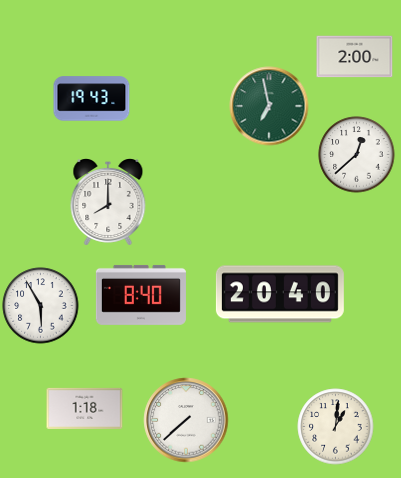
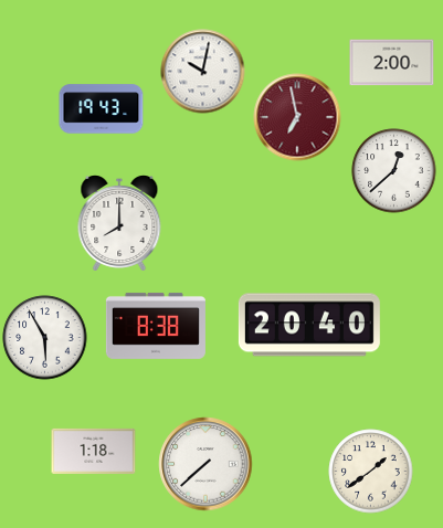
clock at (203, 72): none -> 10:02
clock at (269, 106) dial: green -> burgundy
clock at (141, 295): 8:40 -> 8:38
clock at (336, 427): 1:01 -> 1:39
